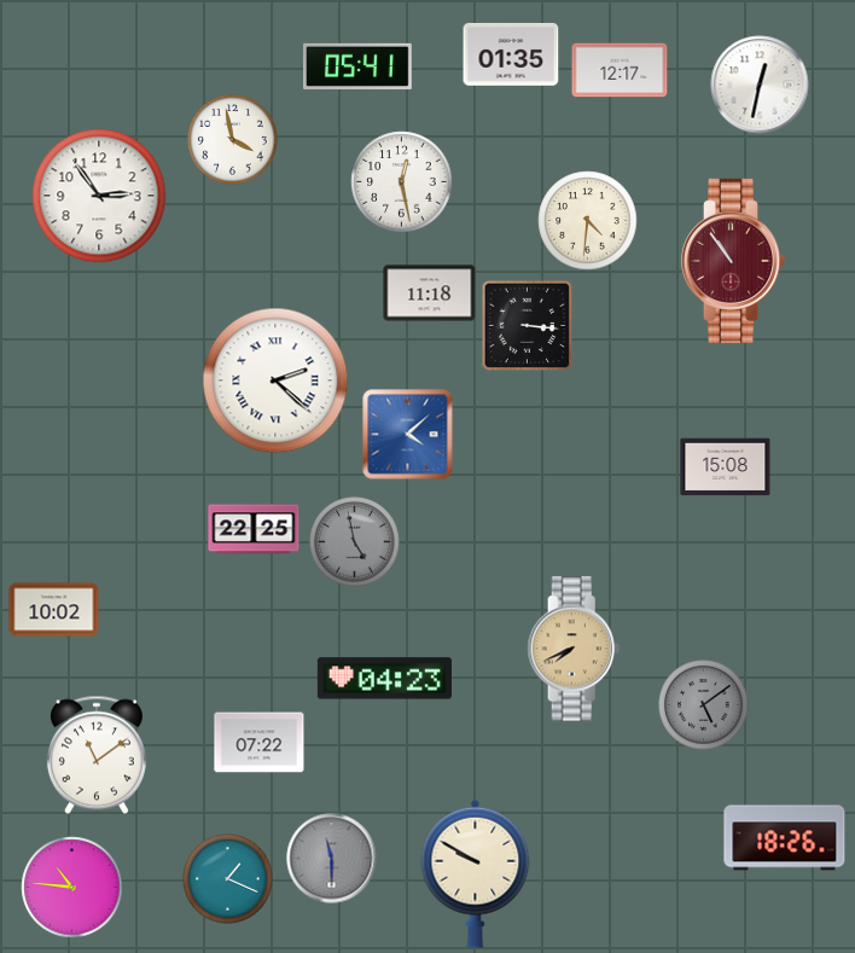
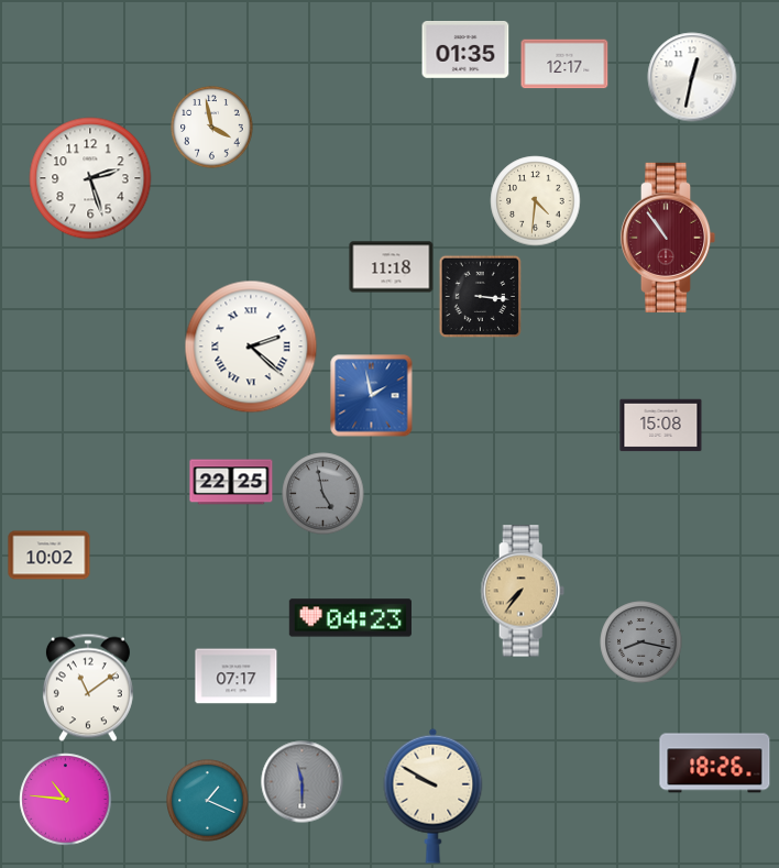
clock at (359, 66): 05:41 -> none
clock at (402, 182): 12:28 -> none
clock at (99, 196): 2:54 -> 2:27
clock at (408, 435): 4:08 -> 1:58
clock at (574, 649): 7:41 -> 7:36
clock at (704, 705): 5:09 -> 8:17
clock at (260, 743): 07:22 -> 07:17
clock at (72, 888) position: (72, 888) -> (66, 800)
